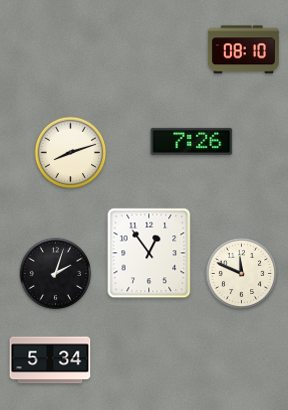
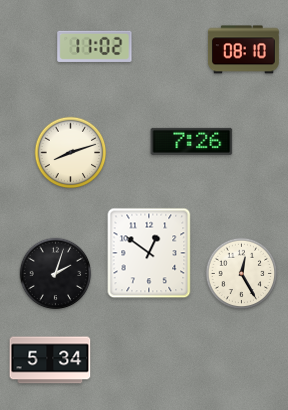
clock at (95, 46): none -> 11:02
clock at (149, 253): 12:54 -> 12:51
clock at (242, 274): 11:49 -> 12:25
